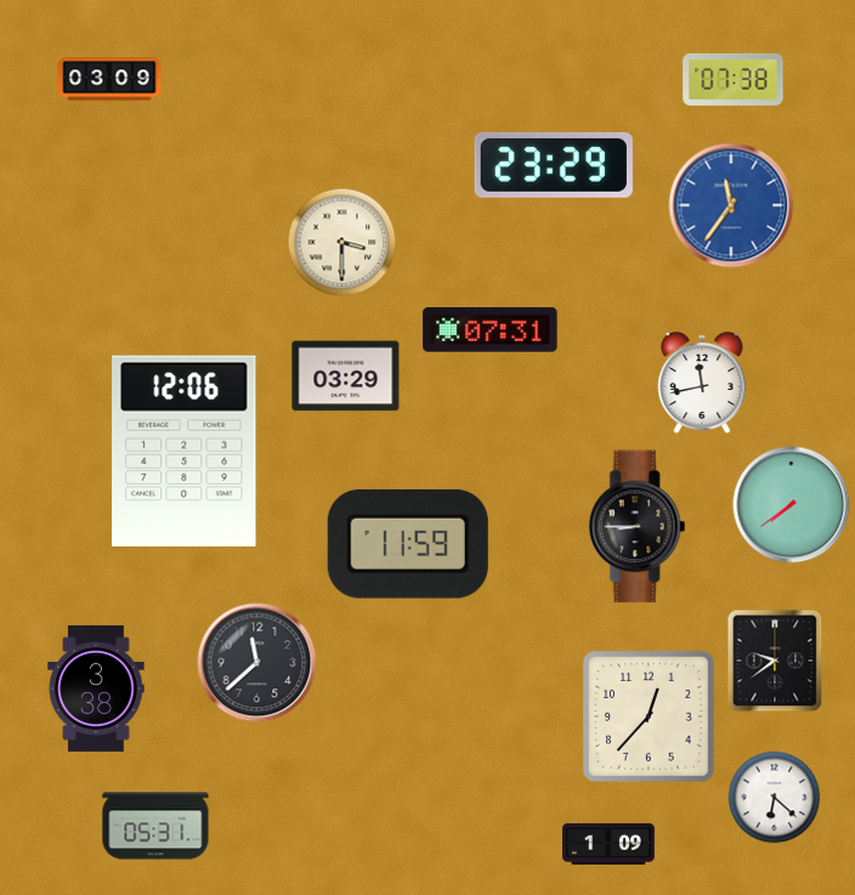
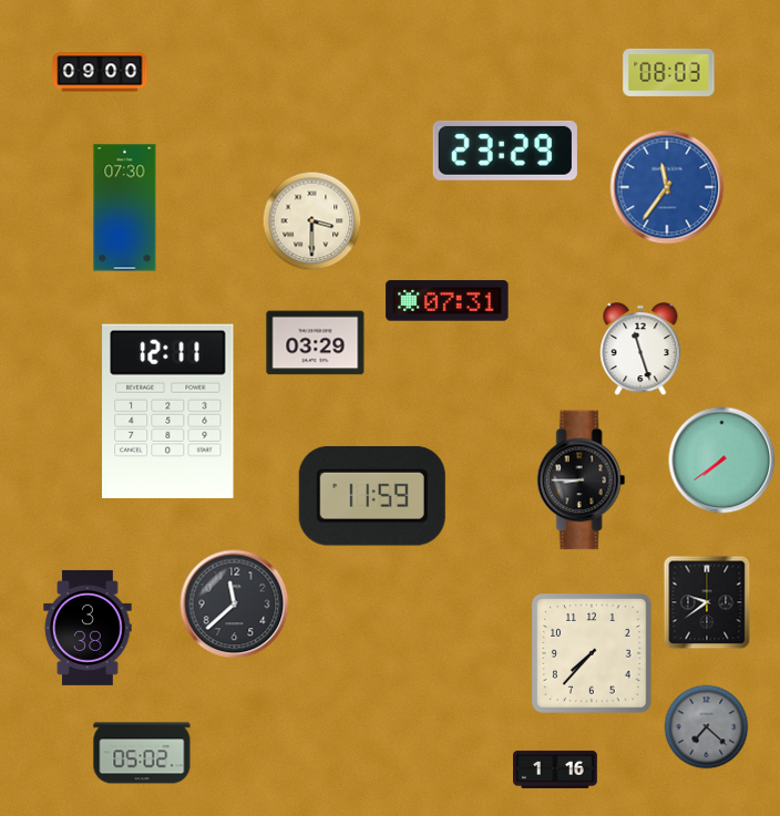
clock at (109, 79): 03:09 -> 09:00
clock at (734, 79): 07:38 -> 08:03
clock at (125, 208): none -> 07:30
clock at (702, 384): 11:43 -> 11:27
clock at (185, 451): 12:06 -> 12:11
clock at (650, 718): 12:37 -> 7:37
clock at (775, 798): 6:22 -> 7:22
clock at (775, 798) dial: white -> grey
clock at (155, 826): 05:31 -> 05:02
clock at (610, 844): 1:09 -> 1:16
